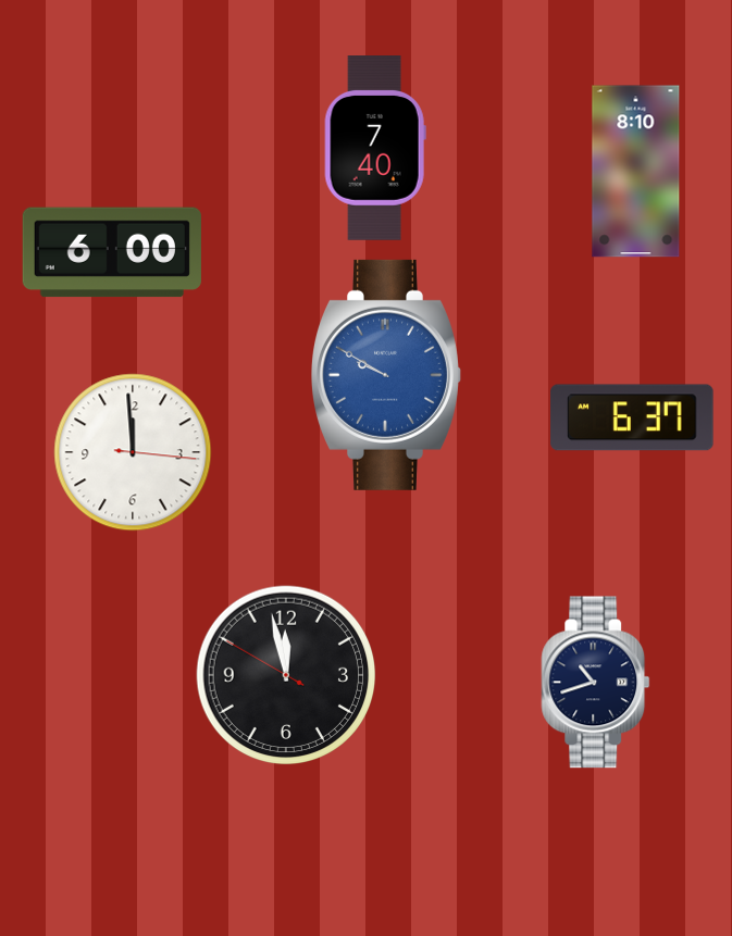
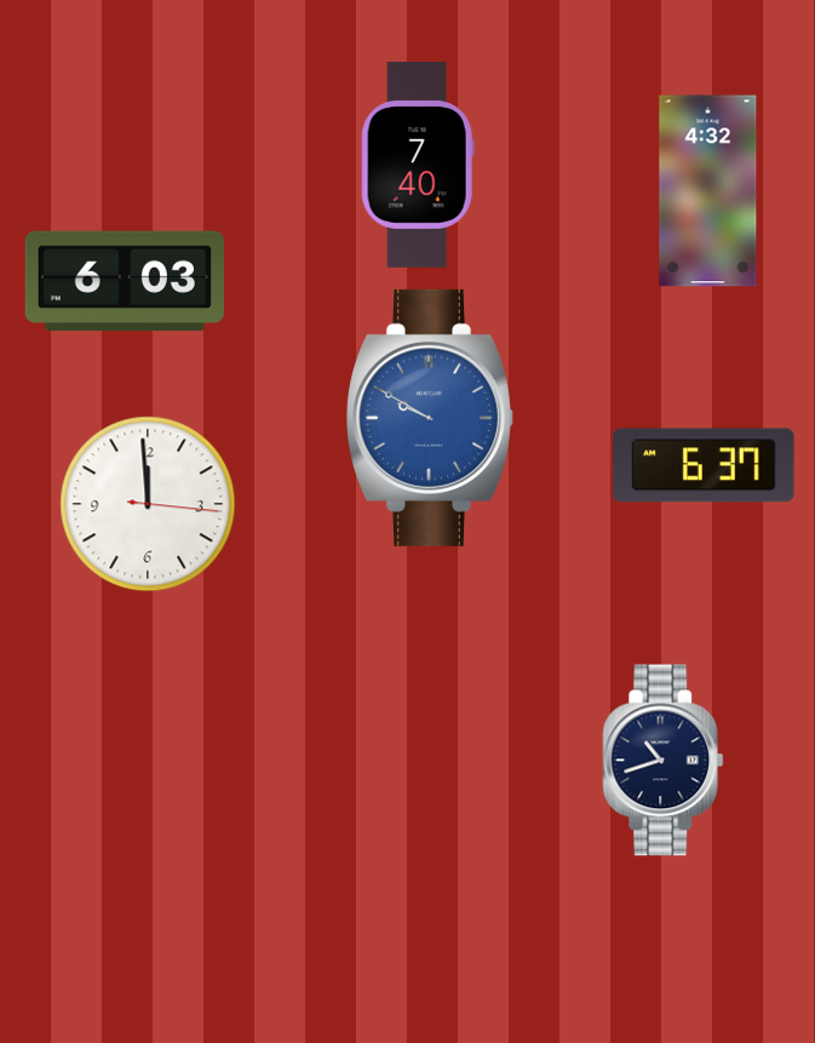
clock at (636, 172): 8:10 -> 4:32
clock at (112, 252): 6:00 -> 6:03
clock at (286, 675): 11:57 -> none
